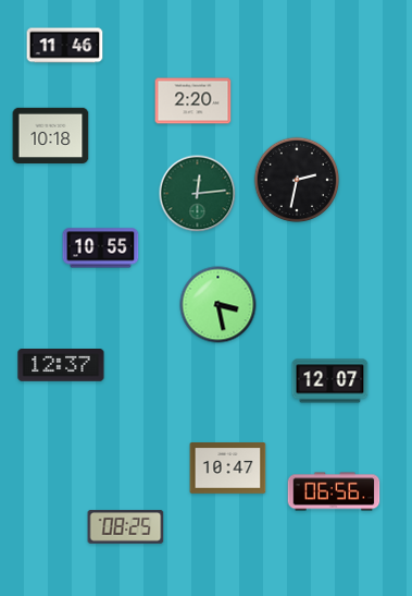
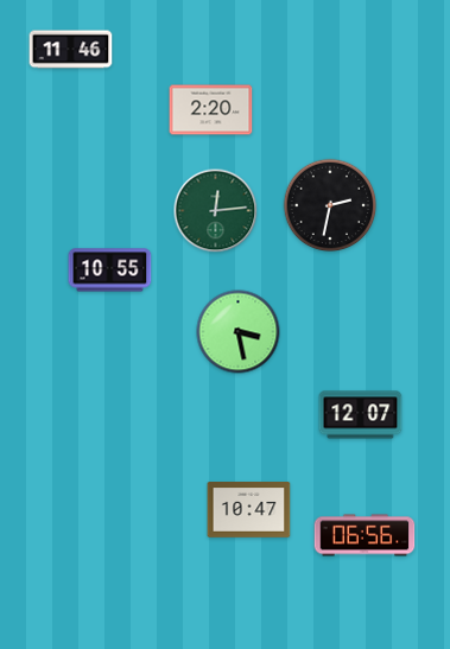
clock at (51, 135): 10:18 -> none
clock at (297, 180) position: (297, 180) -> (330, 205)
clock at (61, 366): 12:37 -> none
clock at (126, 527): 08:25 -> none
